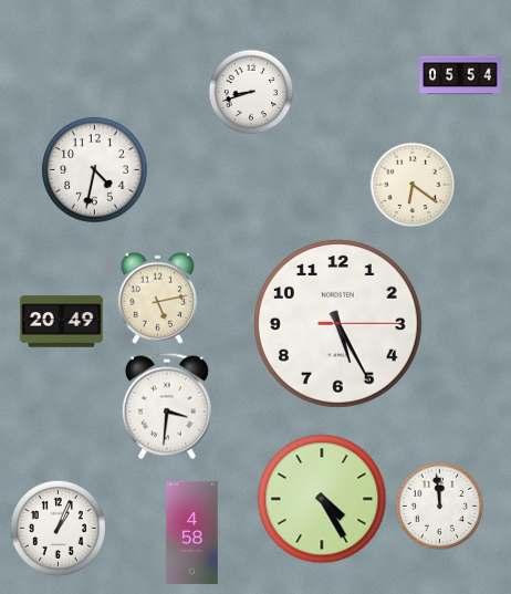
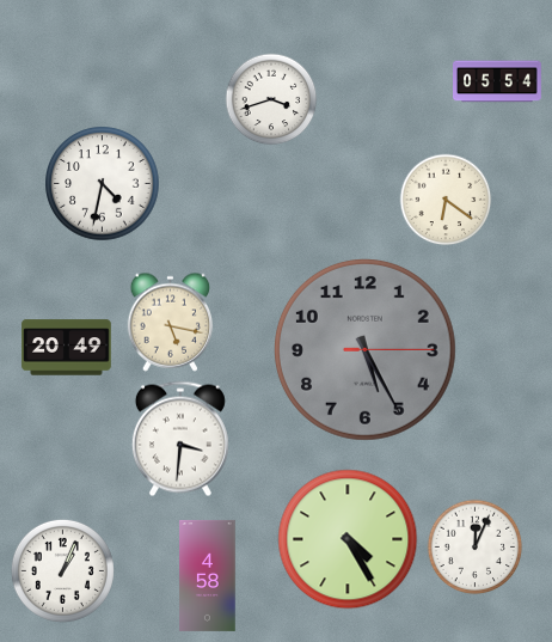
clock at (251, 92): 8:42 -> 3:42
clock at (158, 298): 5:13 -> 5:17
clock at (337, 323) dial: white -> grey
clock at (440, 507): 11:59 -> 12:04
